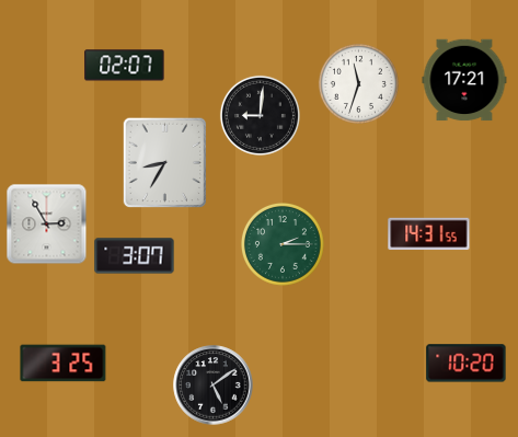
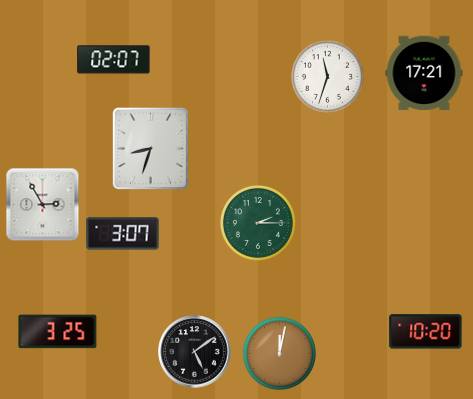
clock at (260, 115): 9:01 -> none
clock at (165, 163): 8:35 -> 8:33
clock at (429, 234): 14:31 -> none
clock at (279, 353): none -> 12:02
